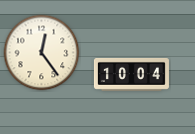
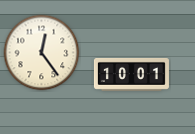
clock at (131, 74): 10:04 -> 10:01
